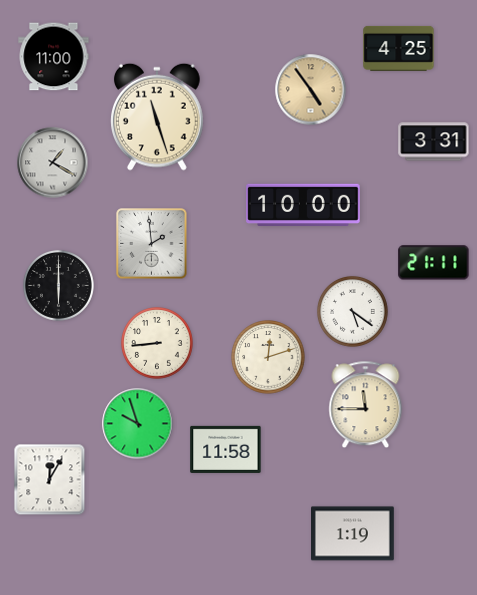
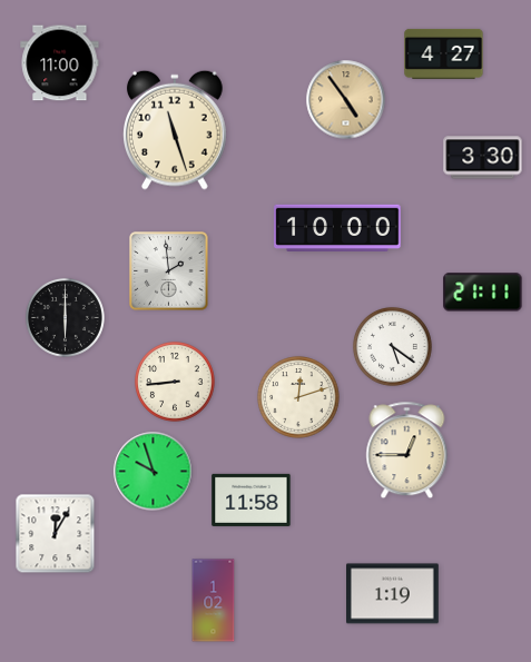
clock at (399, 48): 4:25 -> 4:27
clock at (434, 142): 3:31 -> 3:30
clock at (53, 163): 1:20 -> none
clock at (366, 405): 11:45 -> 12:45
clock at (214, 601): none -> 1:02
